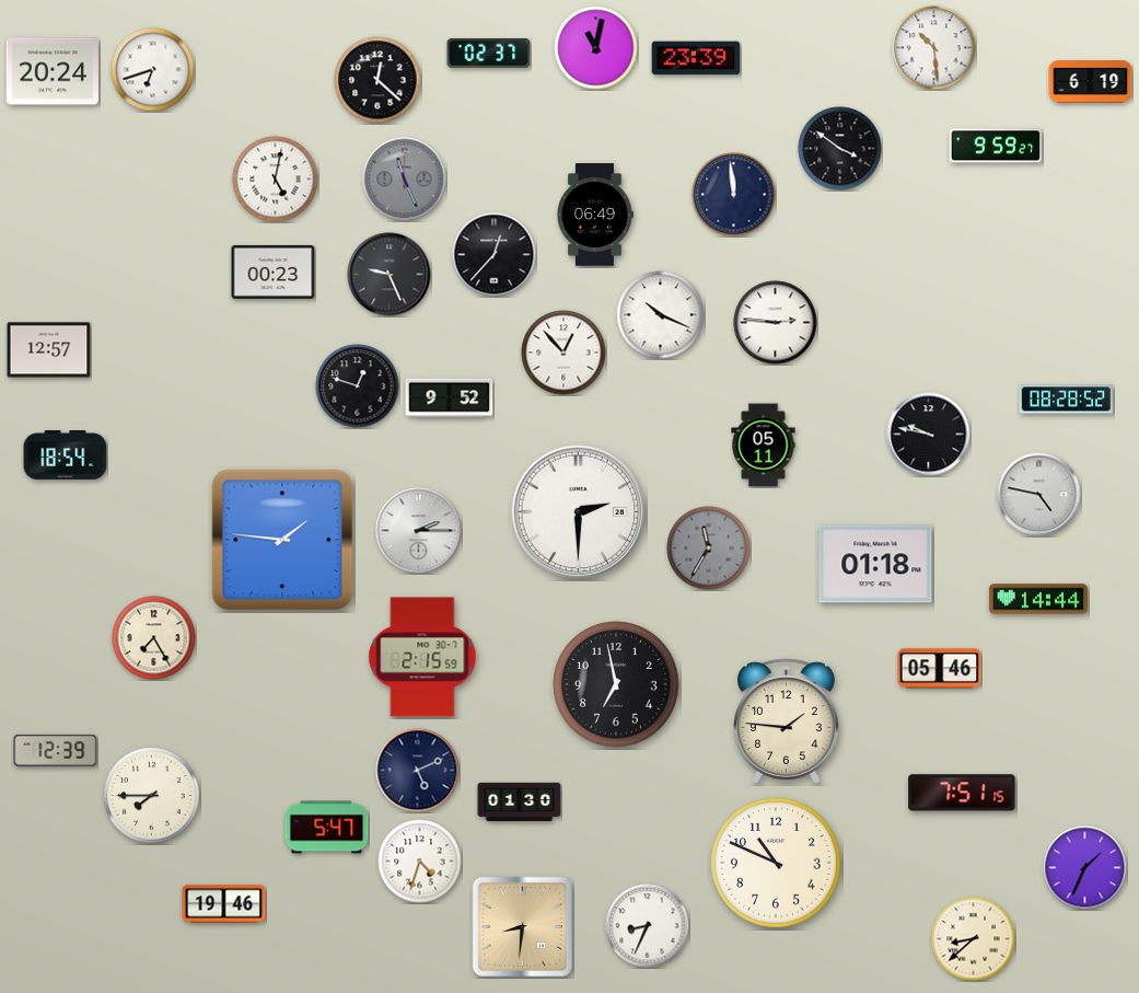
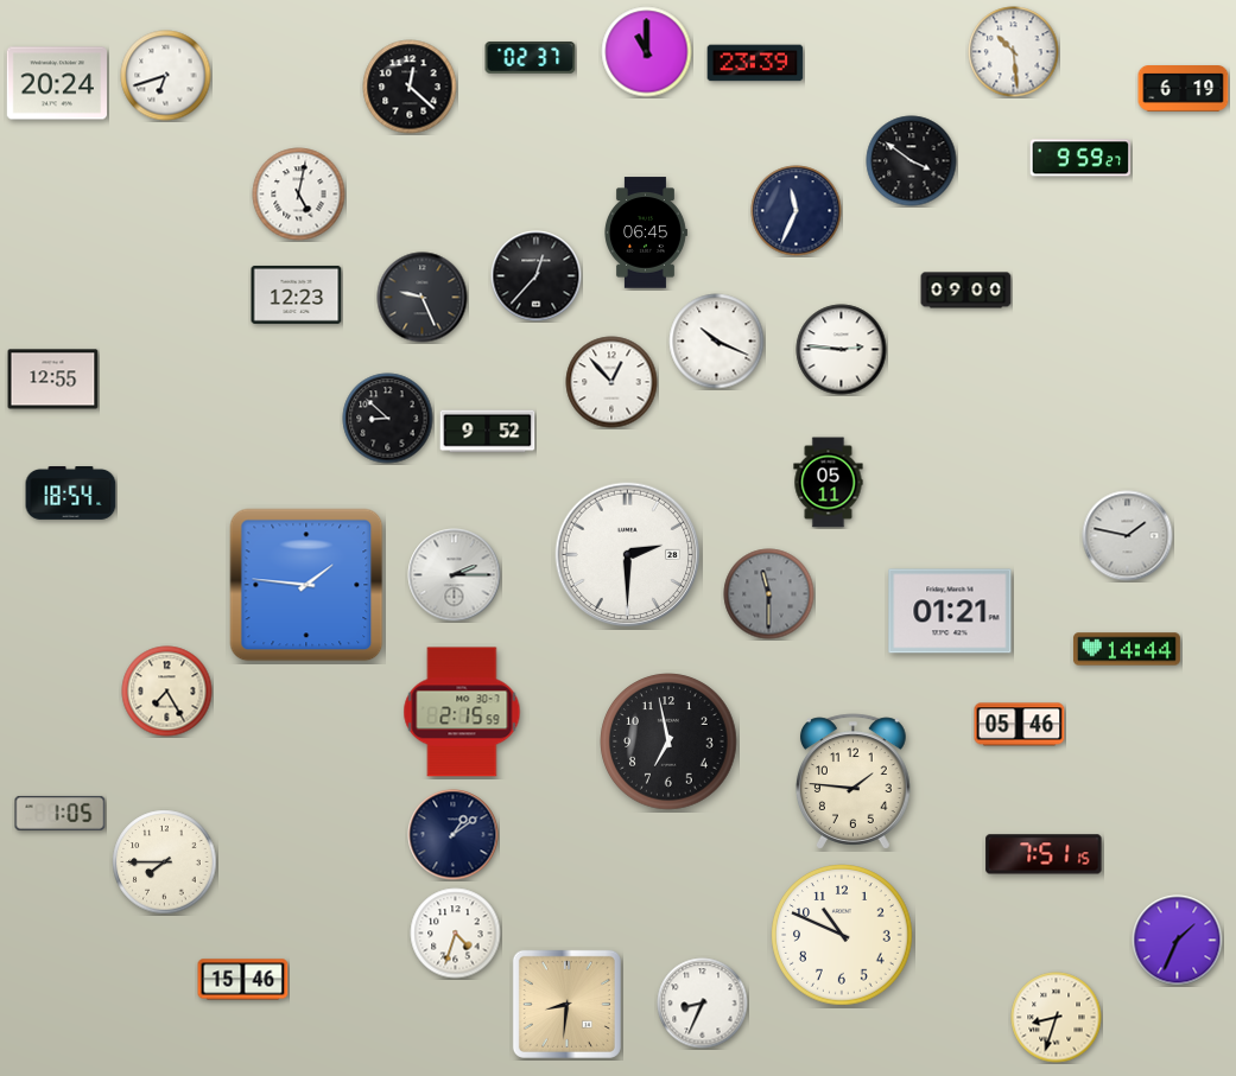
clock at (596, 48): 11:02 -> 11:00
clock at (53, 71) position: (53, 71) -> (57, 83)
clock at (405, 180): 11:26 -> none
clock at (734, 195): 11:59 -> 11:34
clock at (595, 215): 06:49 -> 06:45
clock at (966, 291): none -> 09:00
clock at (274, 272): 00:23 -> 12:23
clock at (49, 350): 12:57 -> 12:55
clock at (358, 386): 12:48 -> 8:52
clock at (1066, 400): 08:28 -> none
clock at (929, 435): 9:47 -> none
clock at (1039, 495): 4:47 -> 1:47
clock at (709, 549): 11:35 -> 11:30
clock at (875, 564): 01:18 -> 01:21
clock at (422, 657) position: (422, 657) -> (462, 712)
clock at (56, 750): 12:39 -> 1:05
clock at (418, 771): 5:11 -> 1:09
clock at (962, 793) position: (962, 793) -> (1044, 854)
clock at (520, 803): 01:30 -> none
clock at (327, 828): 5:47 -> none
clock at (224, 904): 19:46 -> 15:46
clock at (974, 939): 8:38 -> 8:33
